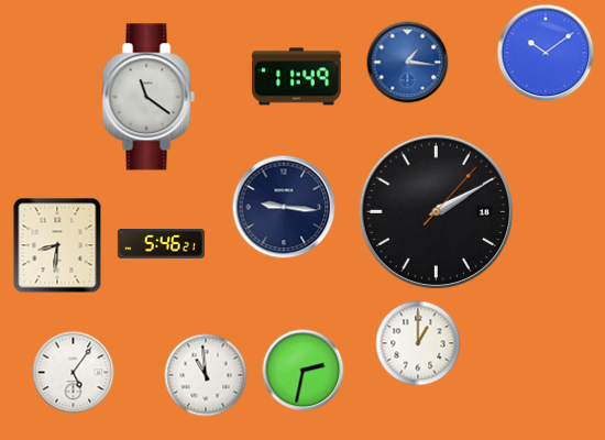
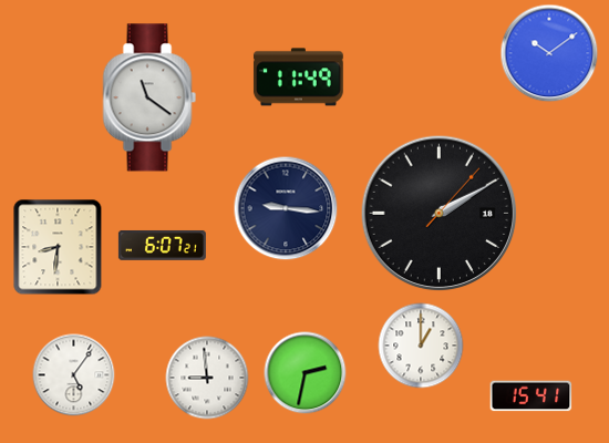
clock at (408, 63): 1:16 -> none
clock at (161, 243): 5:46 -> 6:07
clock at (206, 375): 10:59 -> 8:59
clock at (531, 396): none -> 15:41
